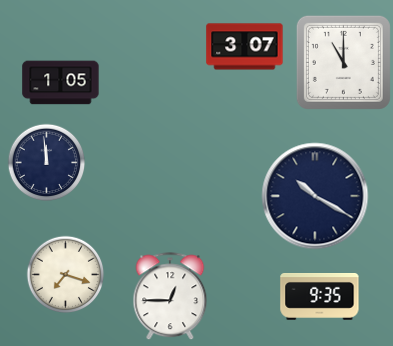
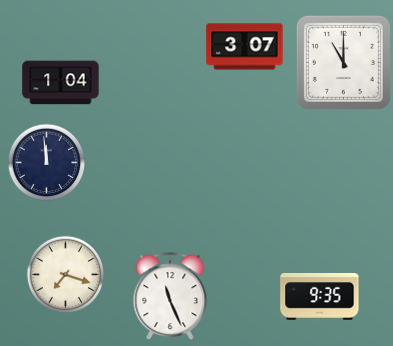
clock at (61, 83): 1:05 -> 1:04
clock at (315, 196): 10:20 -> none
clock at (170, 296): 12:45 -> 11:26
